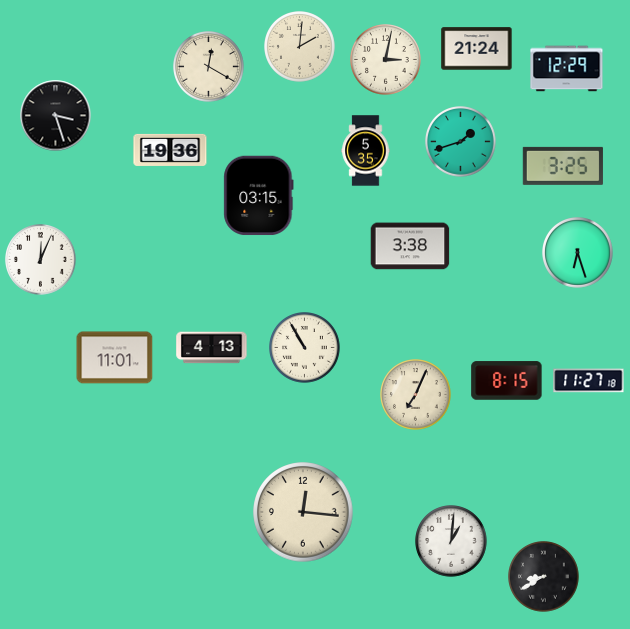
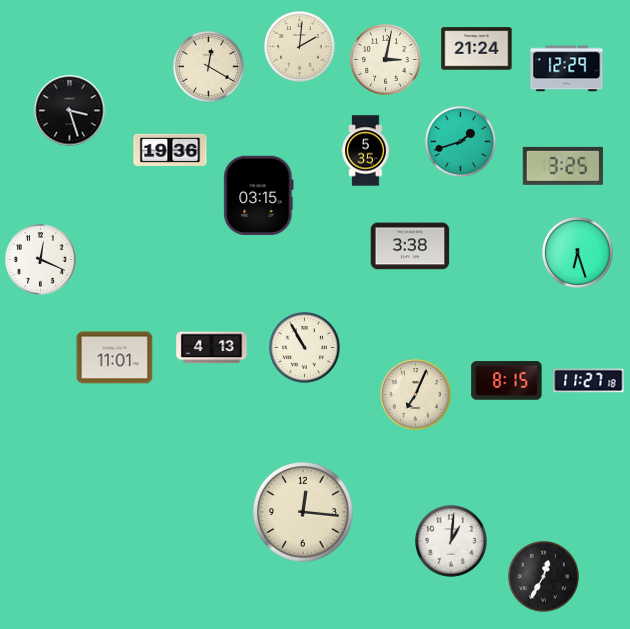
clock at (56, 116) position: (56, 116) -> (70, 111)
clock at (41, 260): 12:04 -> 12:19
clock at (544, 577): 8:40 -> 12:35
